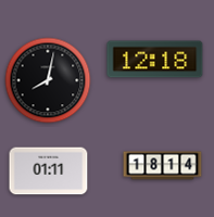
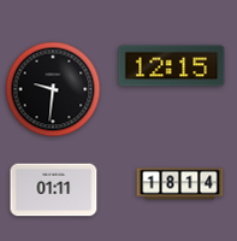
clock at (155, 60): 12:18 -> 12:15
clock at (48, 80): 8:02 -> 9:31
